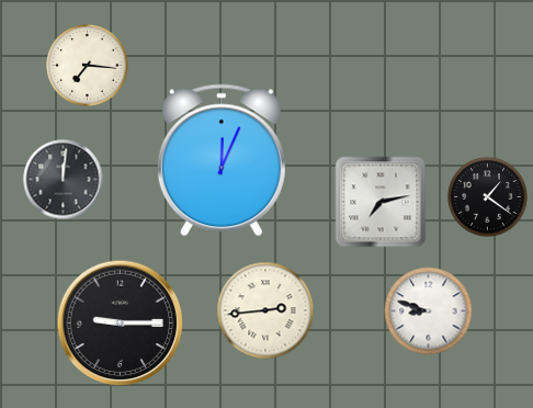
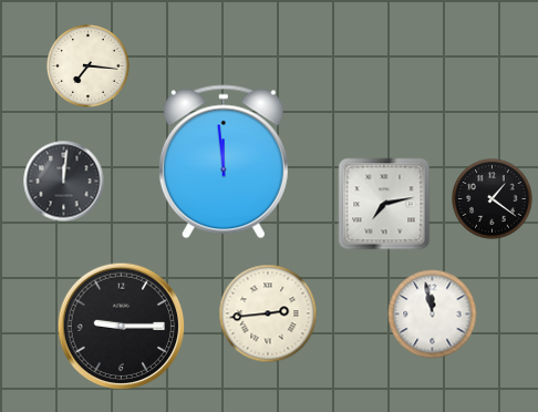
clock at (222, 160): 12:04 -> 11:59
clock at (429, 311): 8:48 -> 11:58
